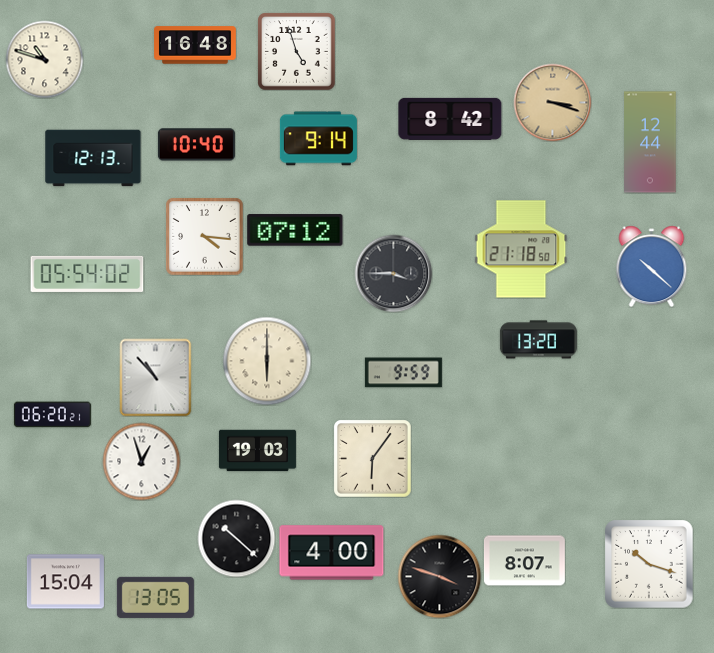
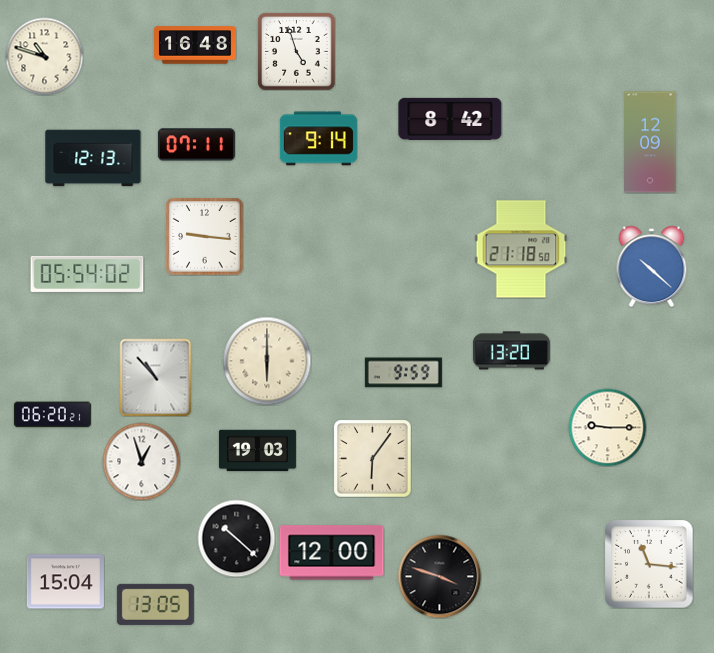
clock at (44, 59) position: (44, 59) -> (44, 56)
clock at (552, 102): 3:18 -> none
clock at (650, 142): 12:44 -> 12:09
clock at (196, 145): 10:40 -> 07:11
clock at (295, 230): 07:12 -> none
clock at (204, 236): 4:16 -> 9:16
clock at (393, 273): 3:45 -> none
clock at (538, 340) position: (538, 340) -> (511, 351)
clock at (607, 427): none -> 9:15
clock at (332, 553): 4:00 -> 12:00
clock at (525, 561): 8:07 -> none
clock at (649, 564): 10:18 -> 11:16
clock at (155, 597) position: (155, 597) -> (155, 604)
